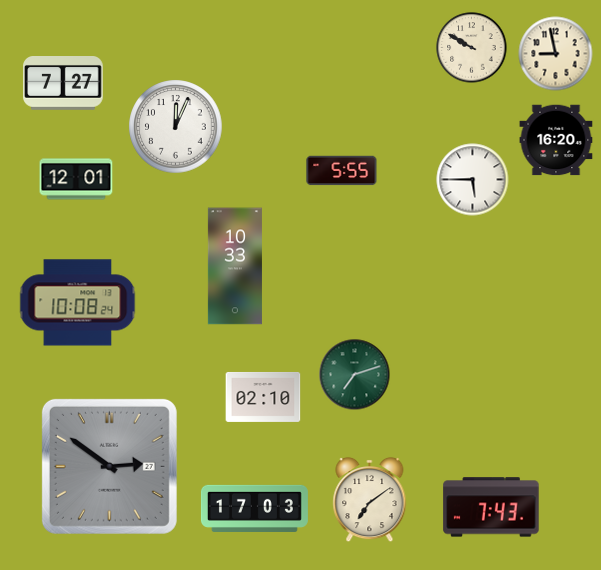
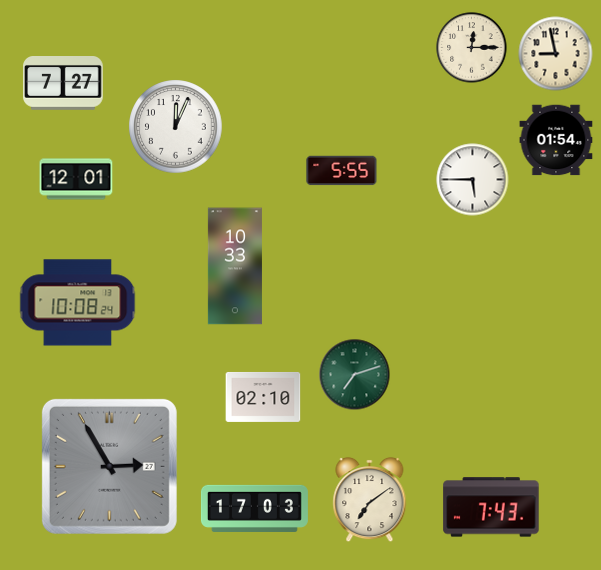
clock at (472, 48): 9:50 -> 12:15
clock at (556, 140): 16:20 -> 01:54
clock at (109, 466): 2:51 -> 2:55
